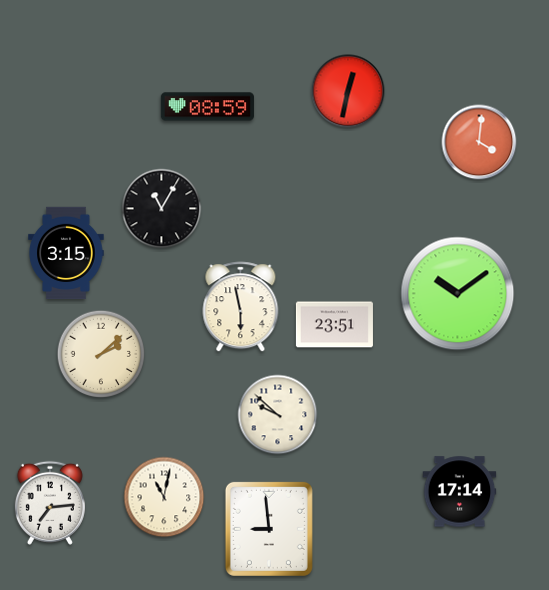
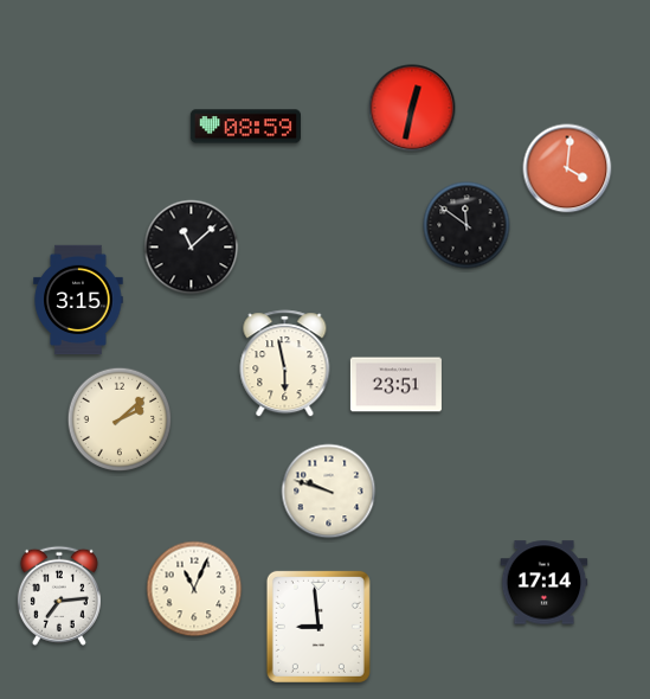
clock at (466, 225): none -> 11:51
clock at (162, 209): 11:05 -> 11:08
clock at (458, 294): 10:09 -> none
clock at (278, 415): 9:52 -> 9:48
clock at (164, 497): 11:02 -> 11:04
